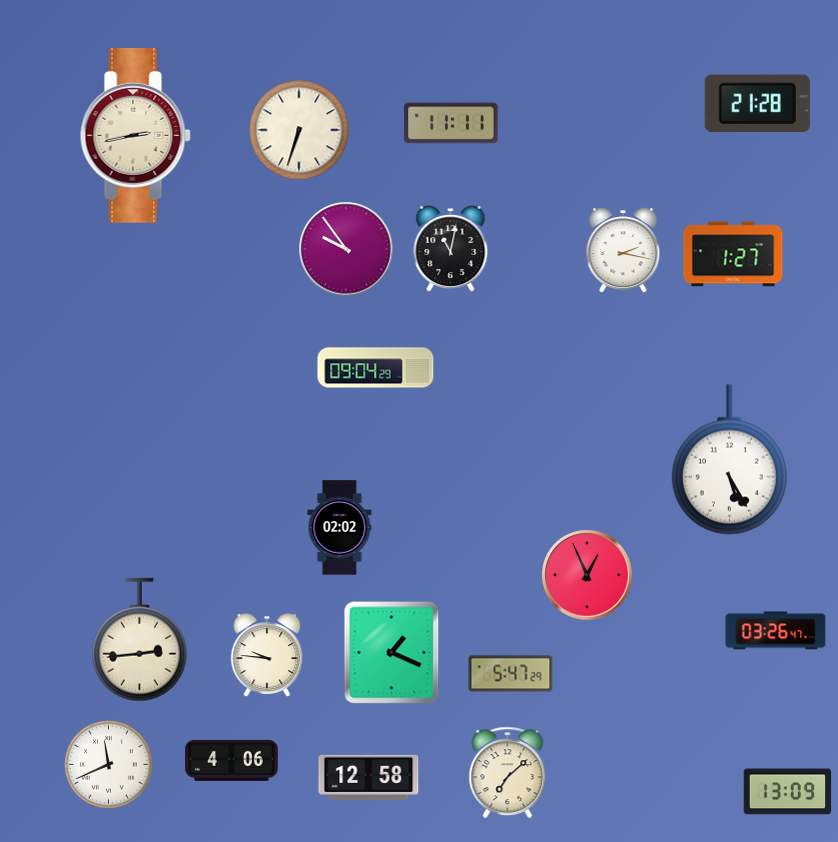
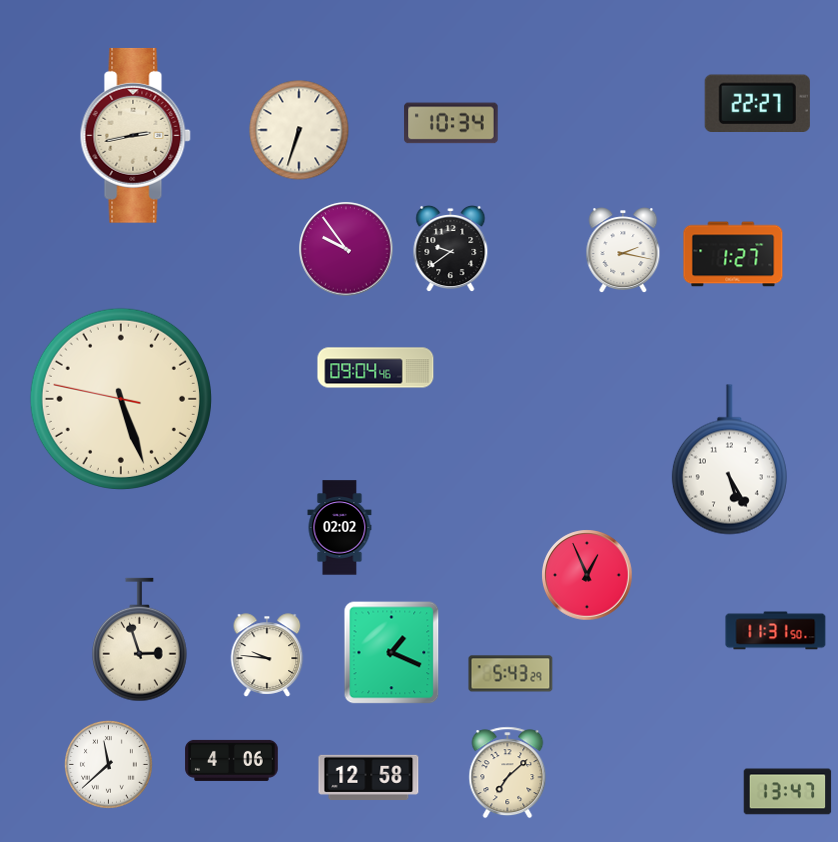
clock at (757, 104): 21:28 -> 22:27
clock at (451, 123): 11:11 -> 10:34
clock at (451, 249): 11:02 -> 9:39
clock at (376, 368): 09:04:29 -> 09:04:46
clock at (121, 399): none -> 5:26
clock at (776, 631): 03:26 -> 11:31
clock at (140, 640): 2:44 -> 2:57
clock at (511, 674): 5:47 -> 5:43
clock at (109, 765): 11:41 -> 11:38
clock at (788, 792): 13:09 -> 13:47
